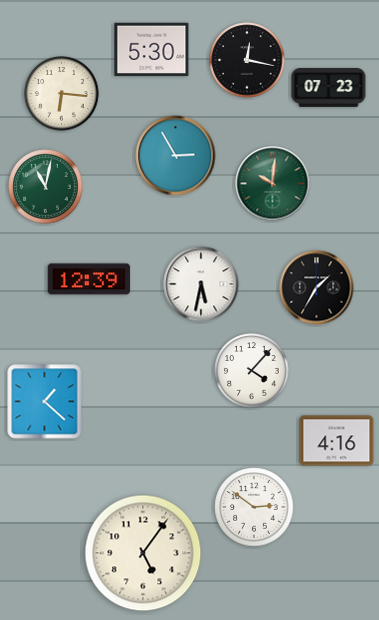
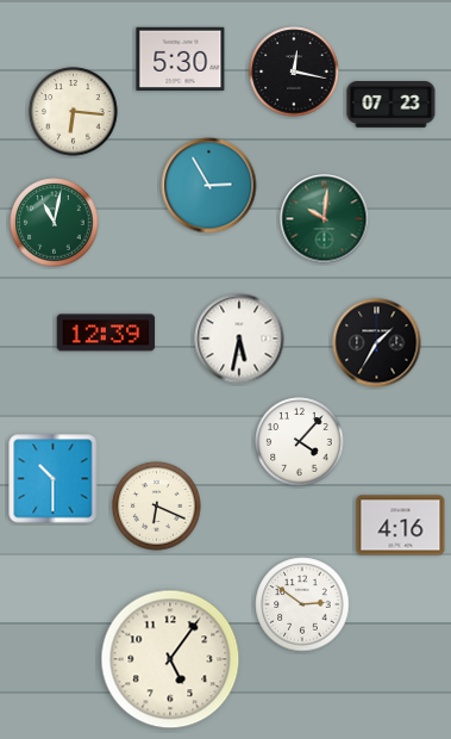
clock at (45, 402): 1:22 -> 10:30
clock at (157, 507): none -> 6:19
